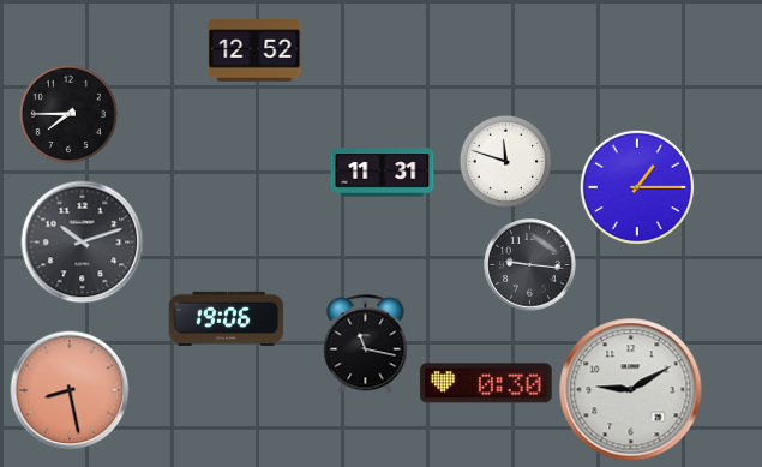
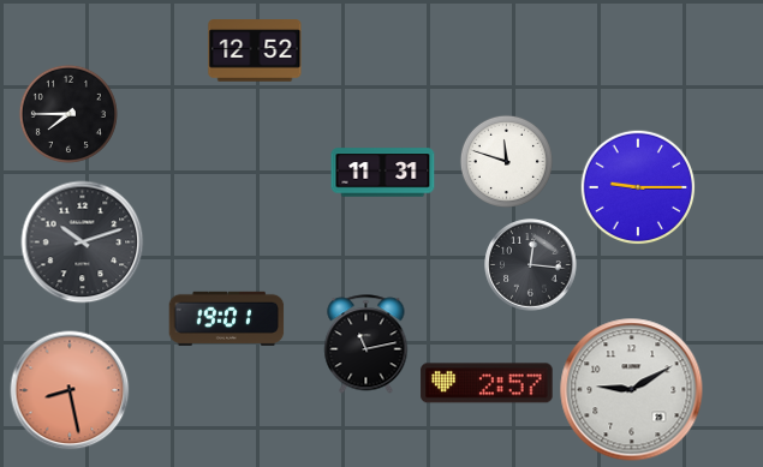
clock at (637, 187): 1:15 -> 9:15
clock at (530, 265): 9:16 -> 12:16
clock at (227, 318): 19:06 -> 19:01
clock at (366, 345): 11:17 -> 11:13
clock at (486, 383): 0:30 -> 2:57
